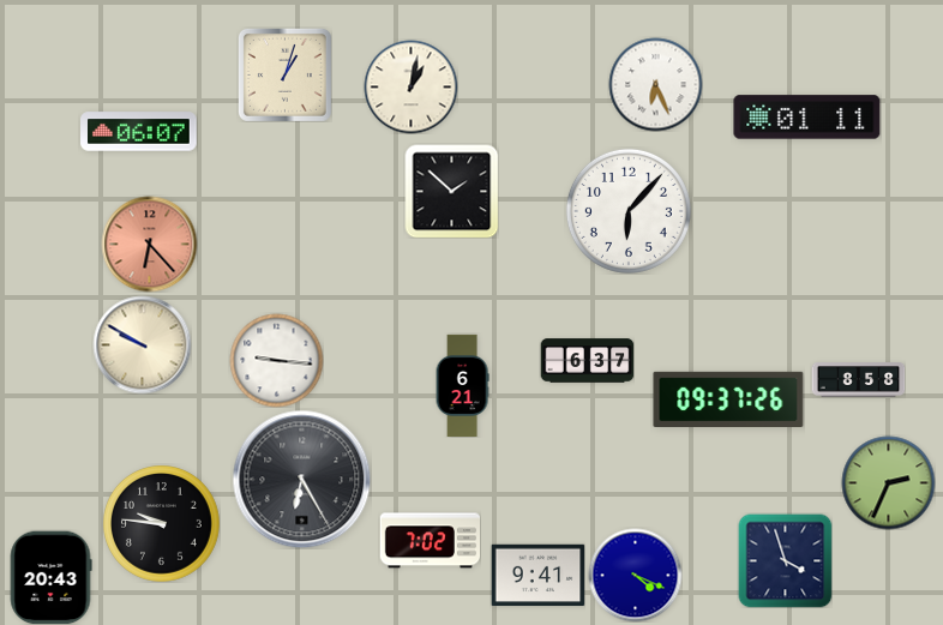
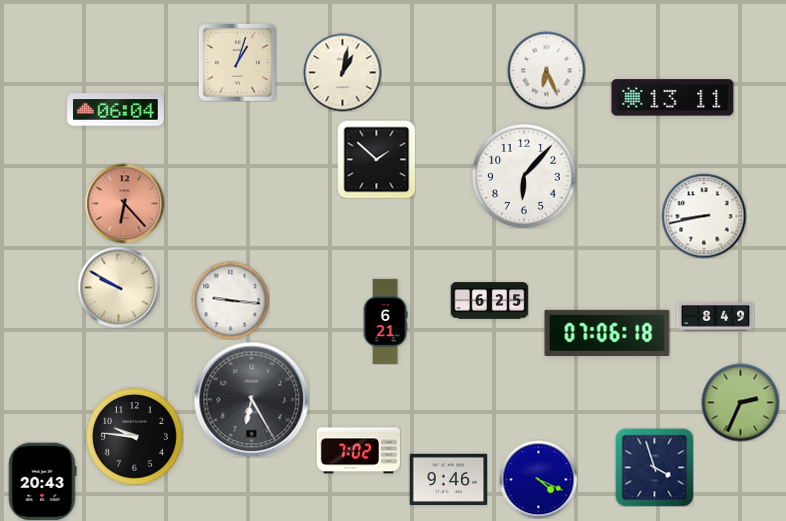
clock at (807, 118): 01:11 -> 13:11
clock at (139, 132): 06:07 -> 06:04
clock at (704, 216): none -> 8:43
clock at (587, 361): 6:37 -> 6:25
clock at (858, 380): 8:58 -> 8:49
clock at (728, 398): 09:37 -> 07:06
clock at (635, 575) position: (635, 575) -> (538, 479)
clock at (537, 576): 9:41 -> 9:46
